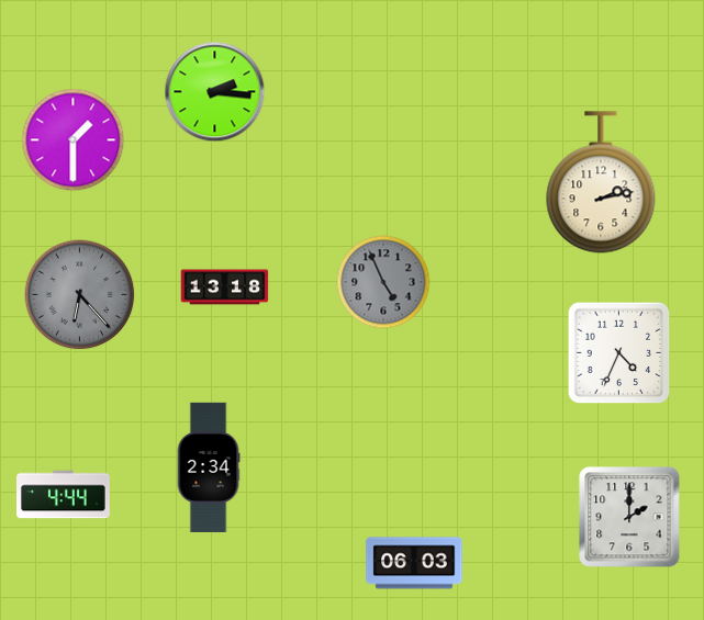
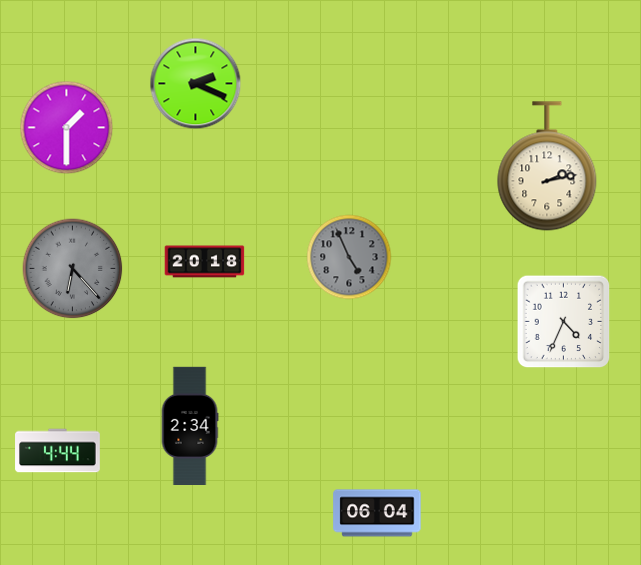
clock at (215, 92): 2:16 -> 2:19
clock at (225, 288): 13:18 -> 20:18
clock at (629, 517): 2:00 -> none
clock at (414, 563): 06:03 -> 06:04
